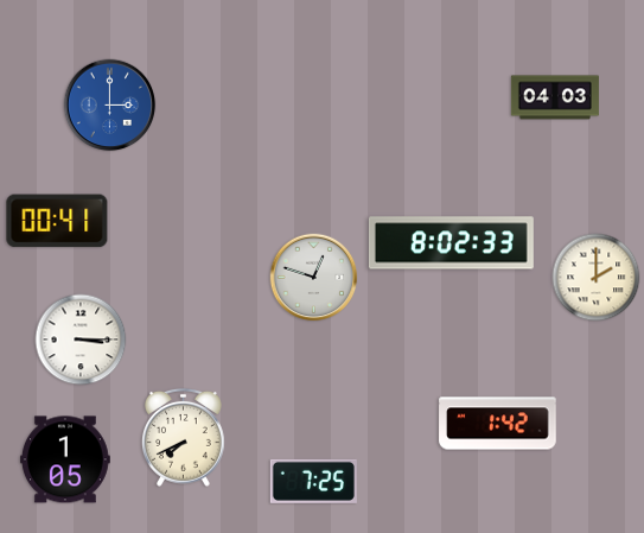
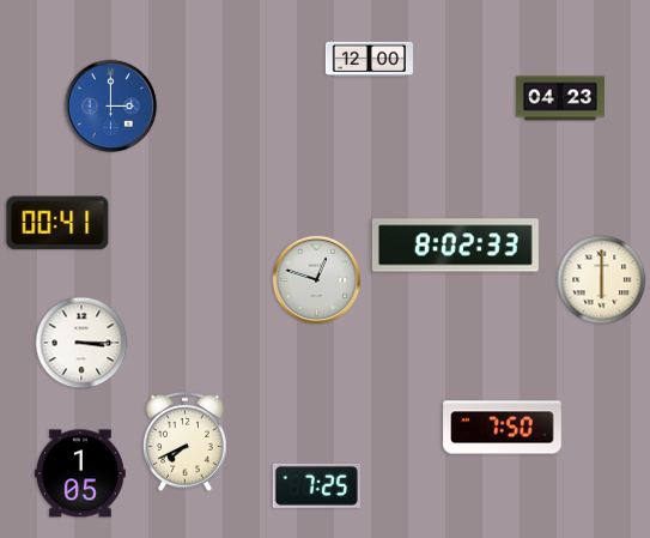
clock at (369, 59): none -> 12:00
clock at (555, 97): 04:03 -> 04:23
clock at (597, 278): 2:00 -> 6:00
clock at (498, 424): 1:42 -> 7:50
clock at (65, 459) position: (65, 459) -> (80, 473)
